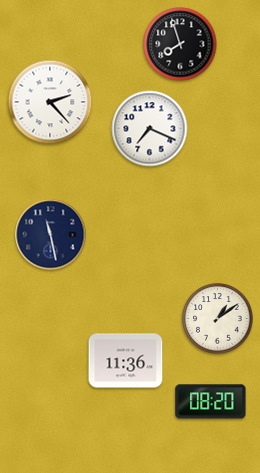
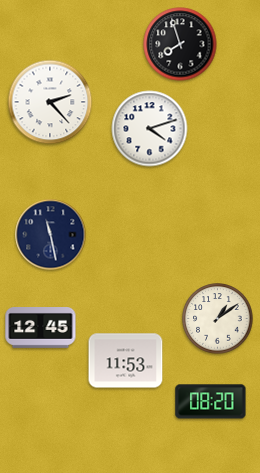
clock at (150, 129): 7:19 -> 4:12
clock at (41, 328): none -> 12:45
clock at (126, 361): 11:36 -> 11:53
